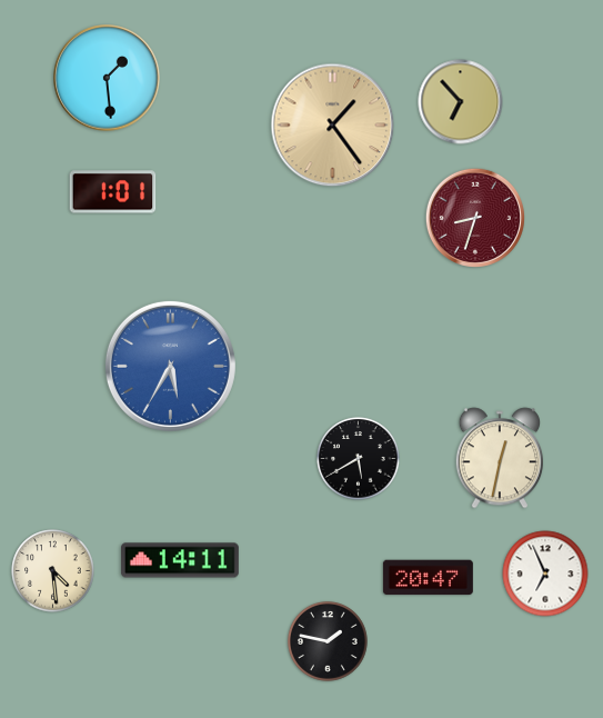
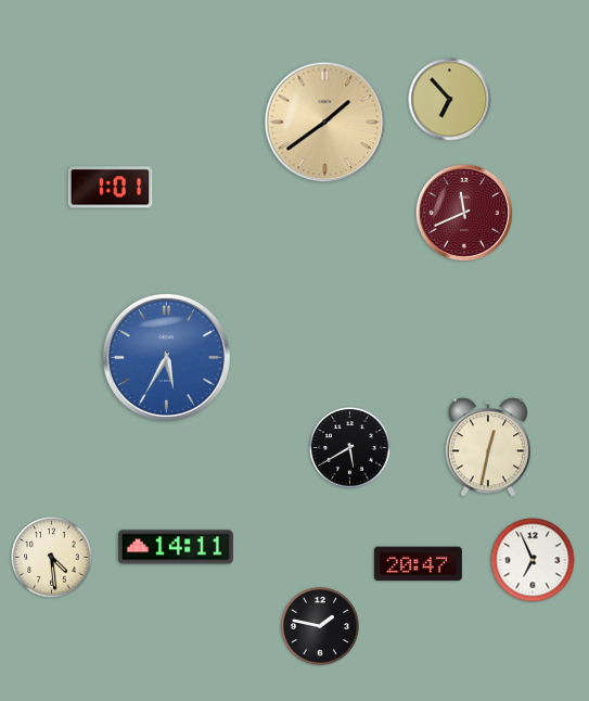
clock at (107, 78): 1:29 -> none
clock at (333, 126): 1:24 -> 1:39
clock at (474, 217): 8:33 -> 11:41
